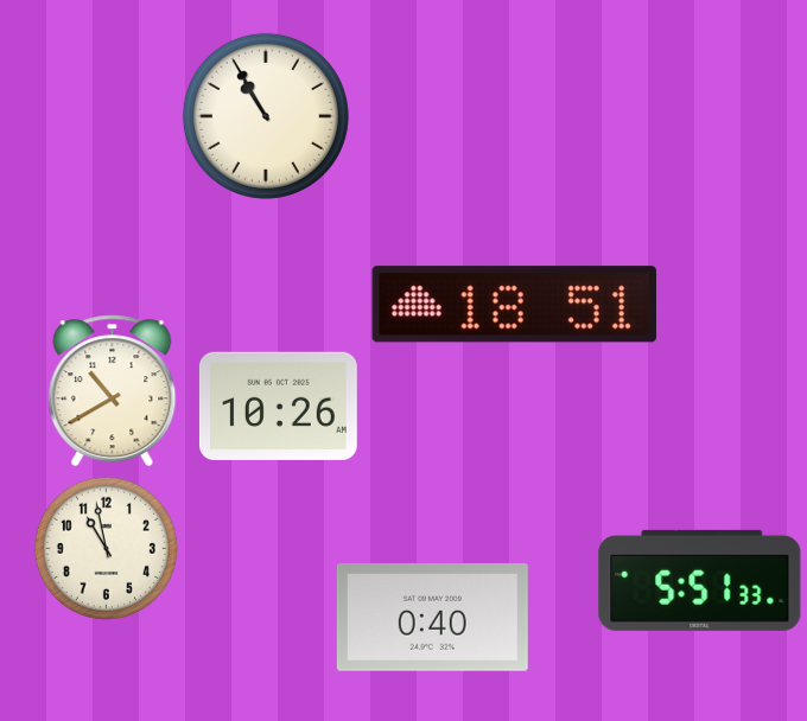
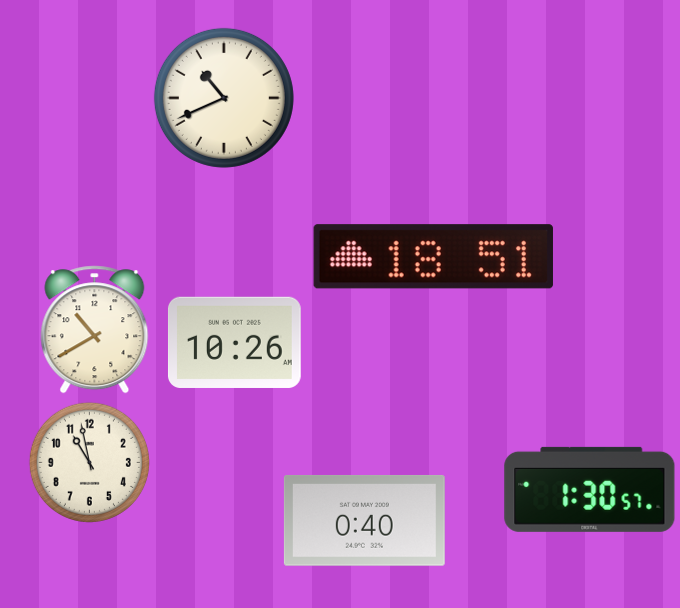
clock at (266, 116): 10:55 -> 10:41
clock at (700, 580): 5:51 -> 1:30
